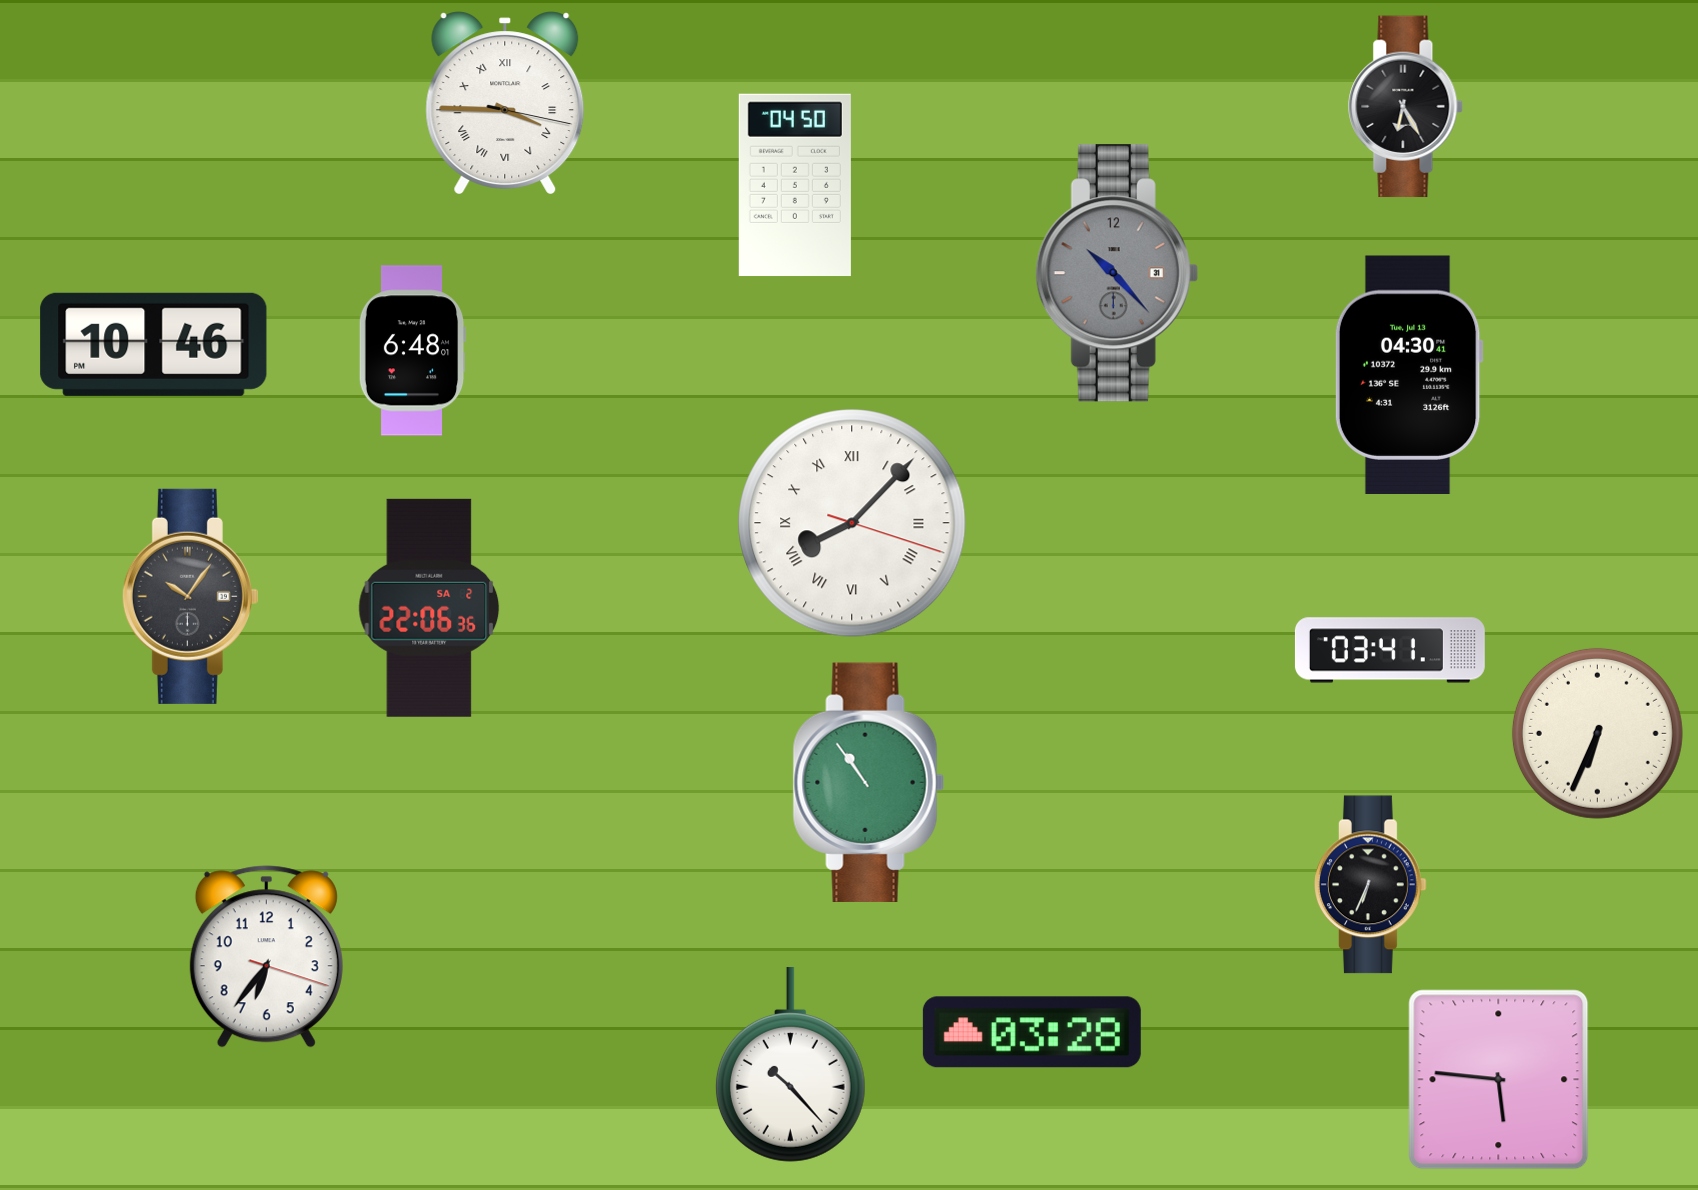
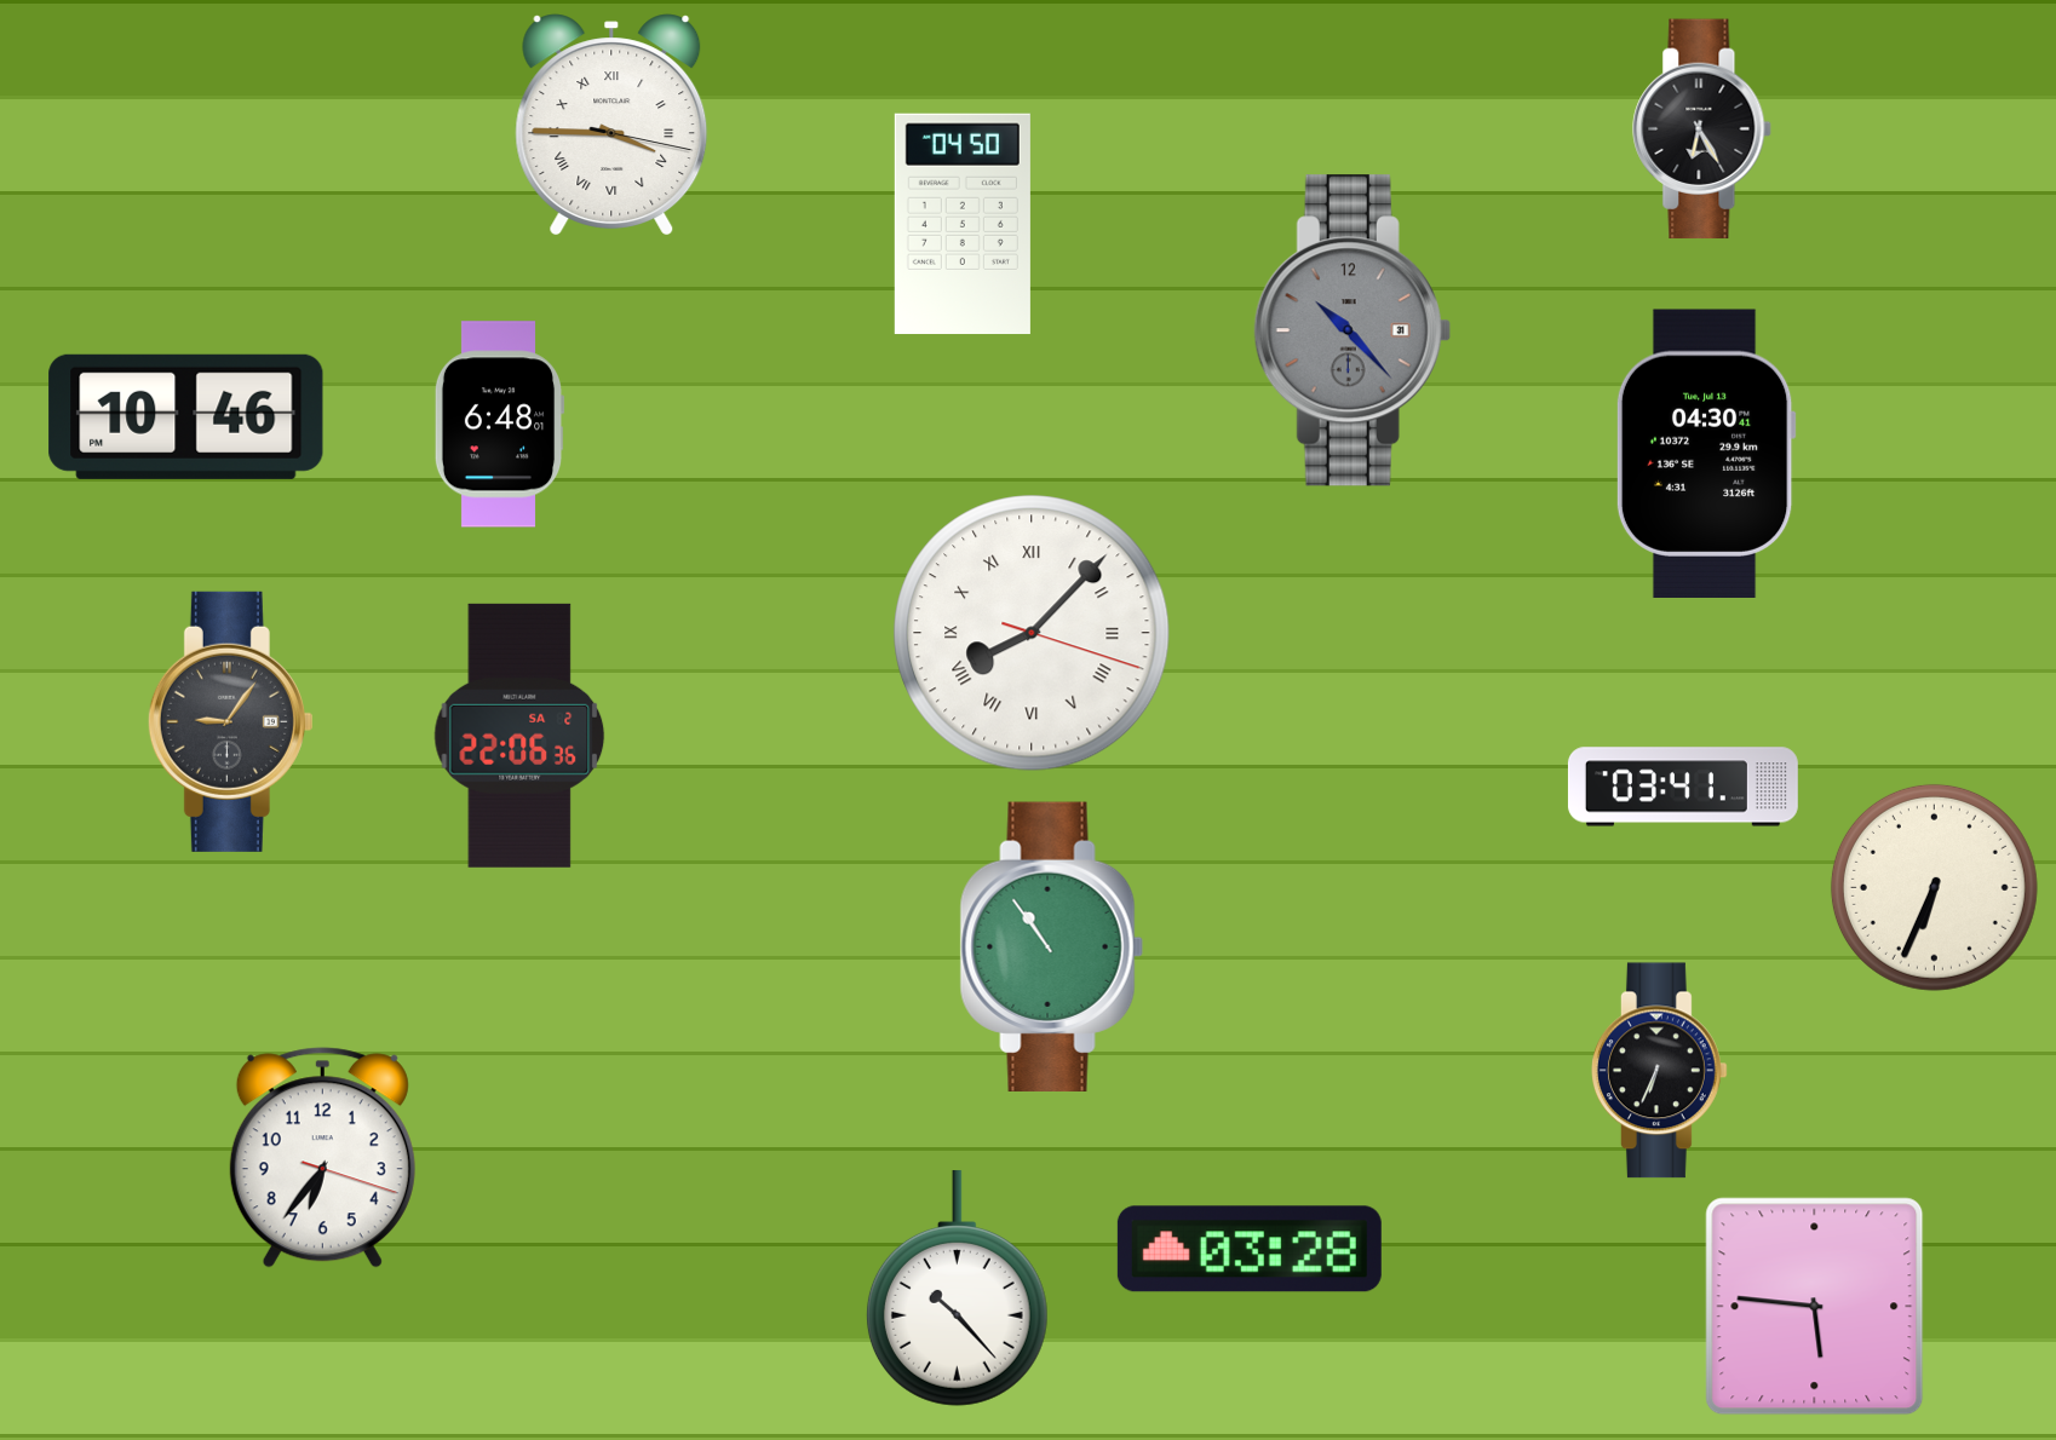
clock at (190, 596): 10:06 -> 9:06
